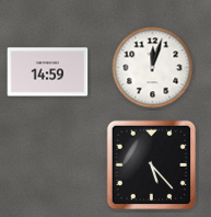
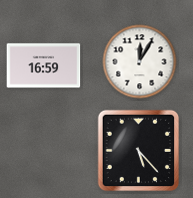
clock at (153, 68): 12:03 -> 12:05
clock at (48, 72): 14:59 -> 16:59
